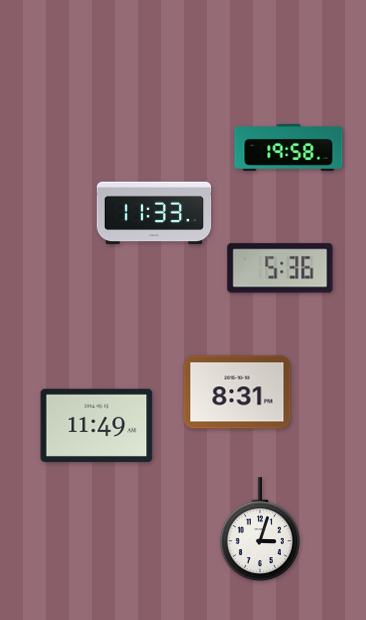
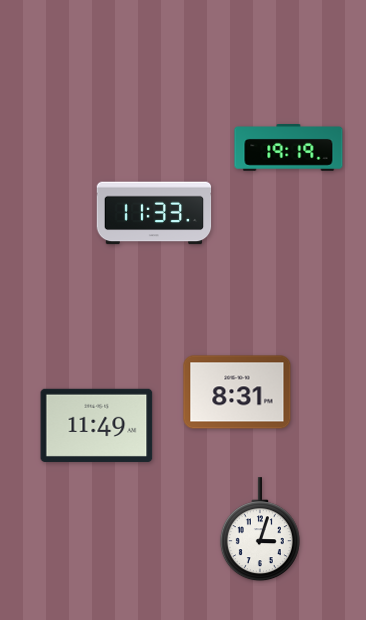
clock at (289, 148): 19:58 -> 19:19
clock at (280, 268): 5:36 -> none
